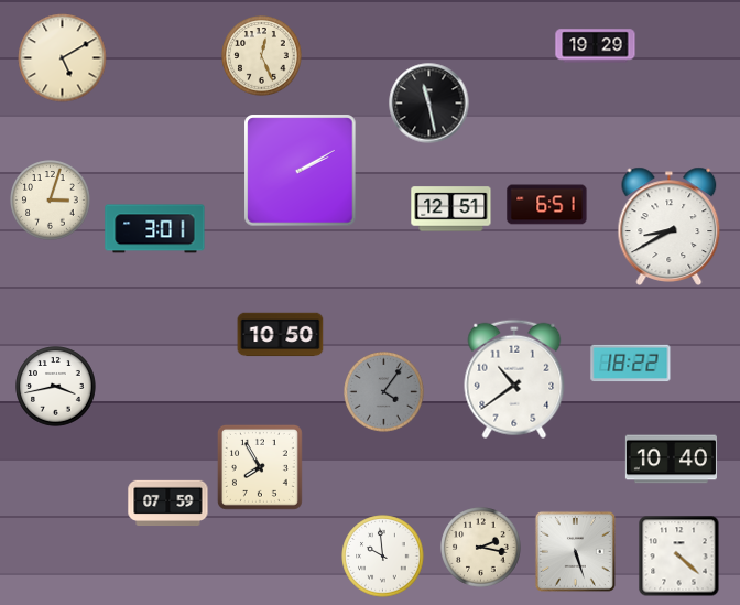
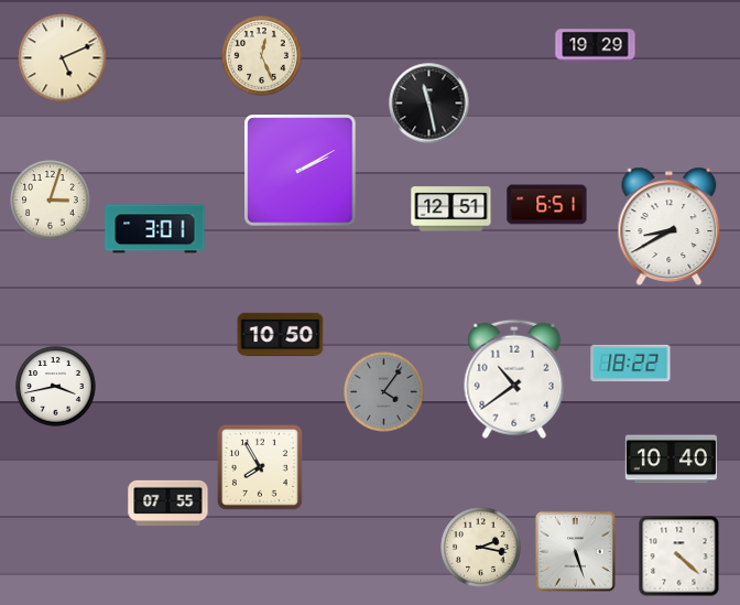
clock at (63, 58): 5:10 -> 5:11
clock at (168, 503): 07:59 -> 07:55
clock at (383, 557): 9:59 -> none
